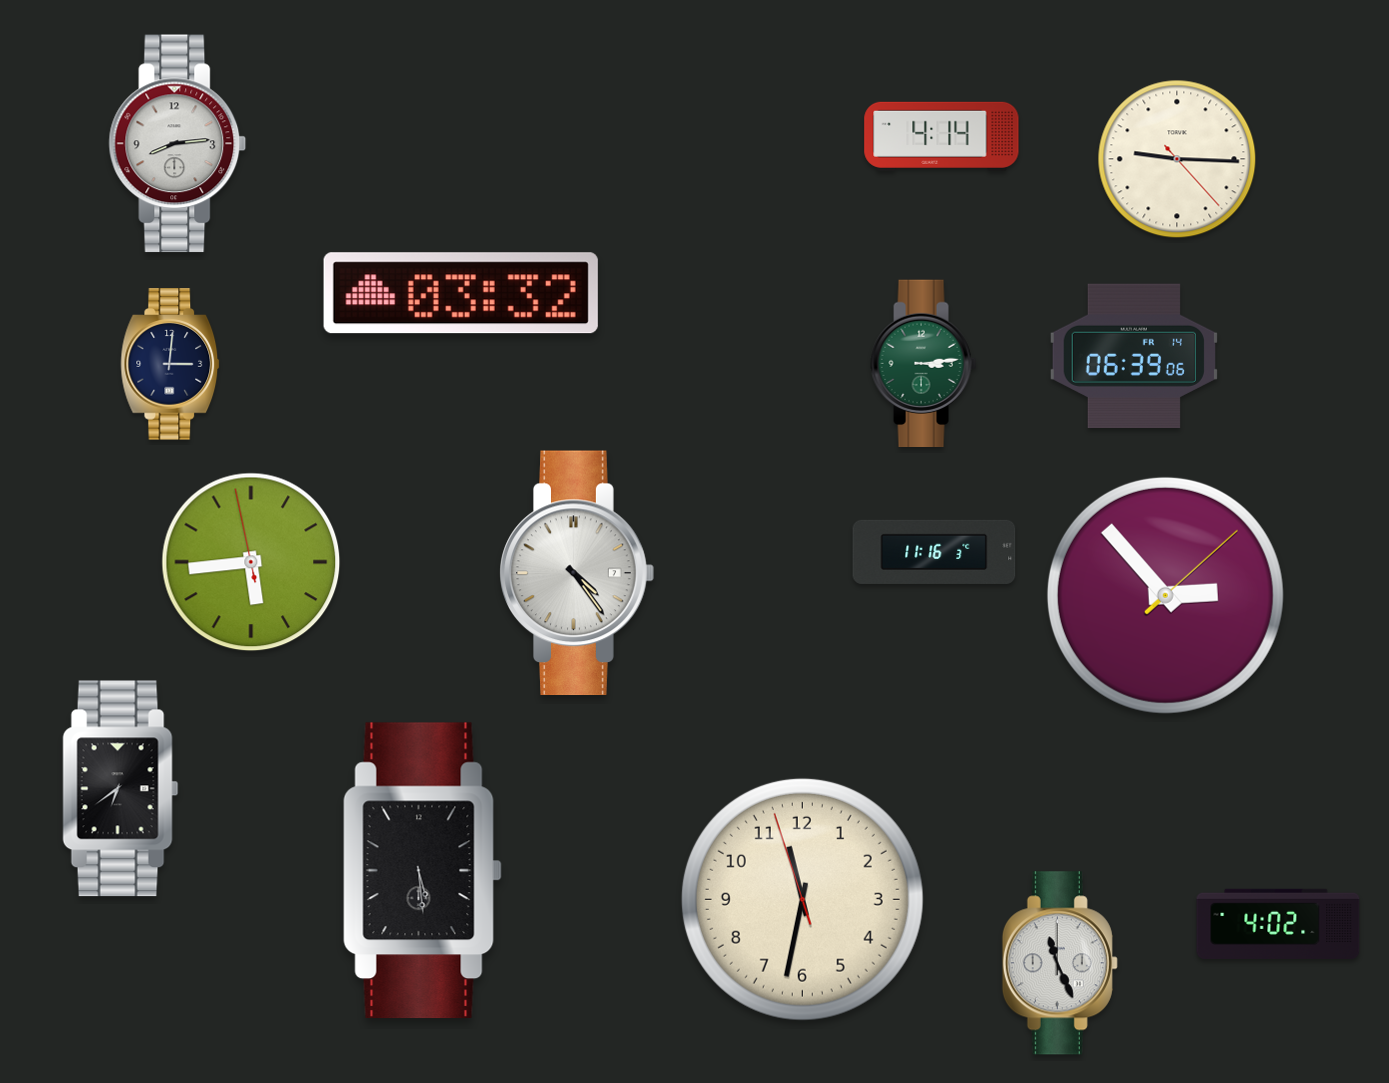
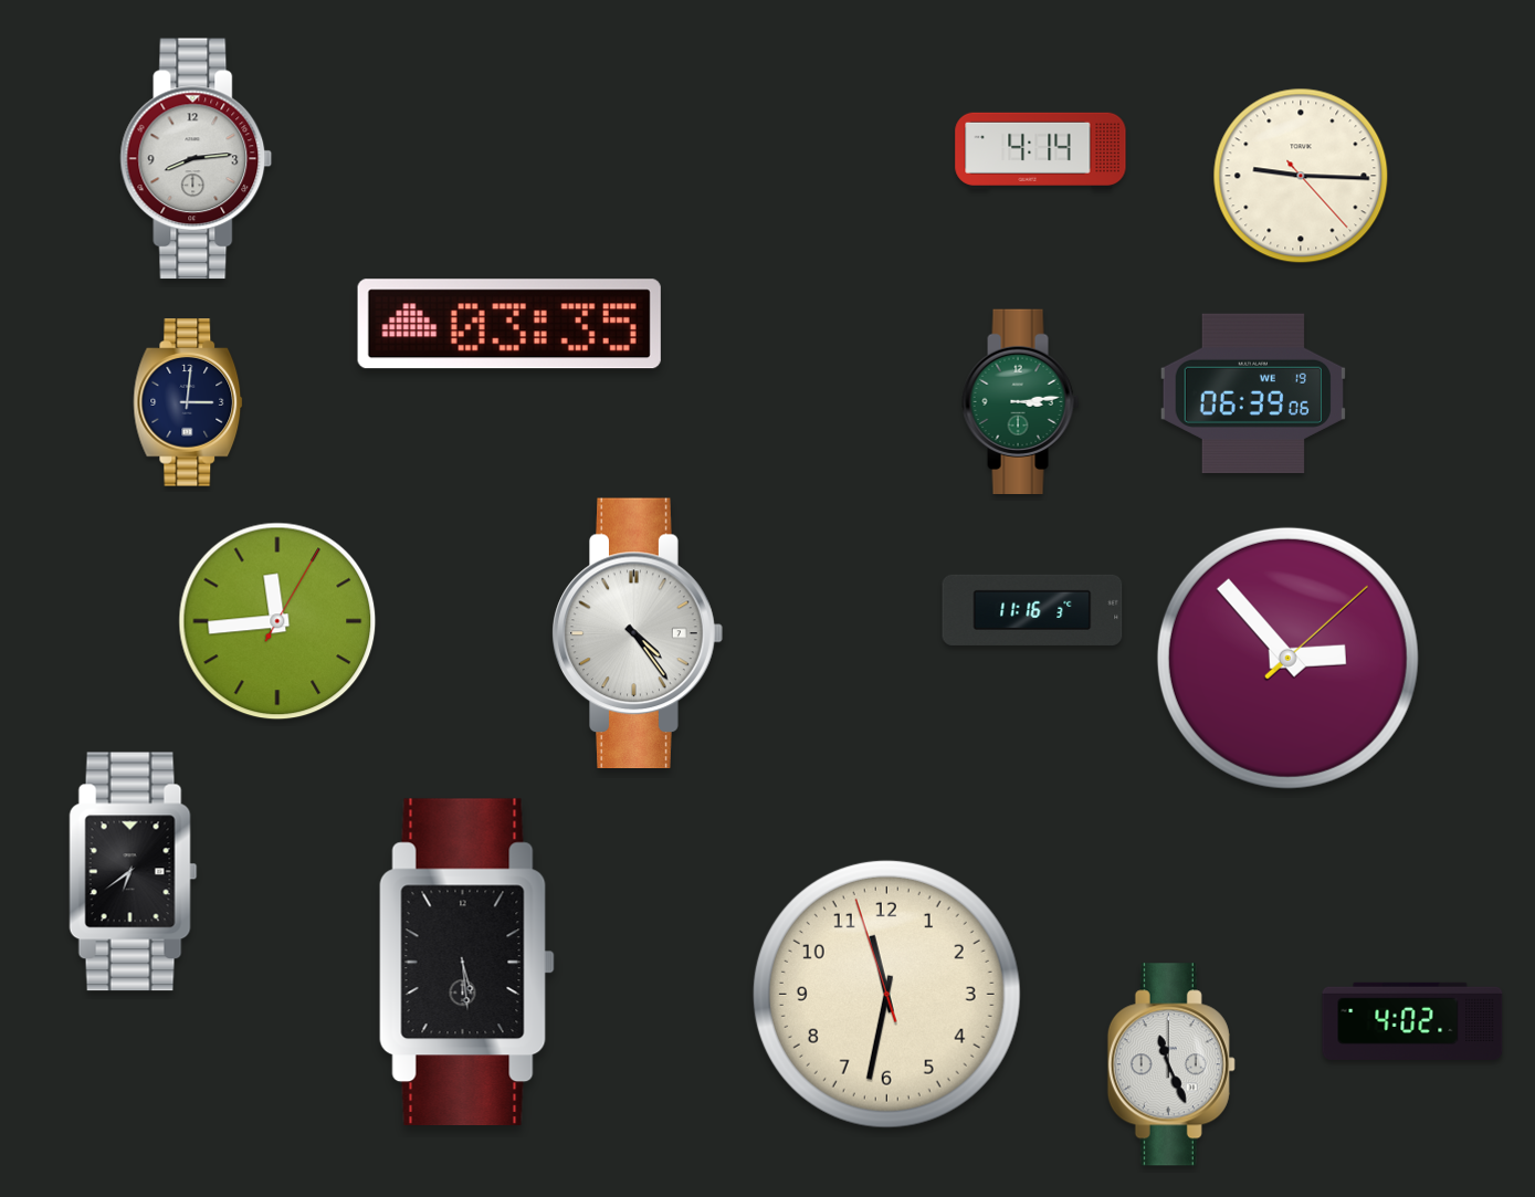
clock at (461, 293): 03:32 -> 03:35
clock at (1134, 355) date: FR 14 -> WE 19
clock at (251, 562): 5:43 -> 11:44
